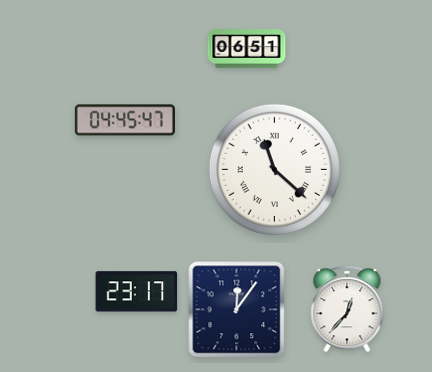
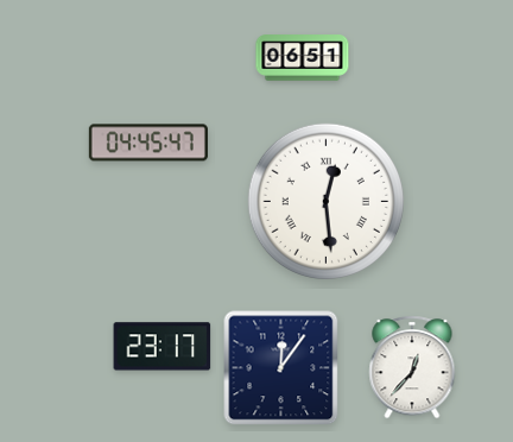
clock at (247, 49) position: (247, 49) -> (303, 58)
clock at (274, 169): 11:22 -> 12:29
